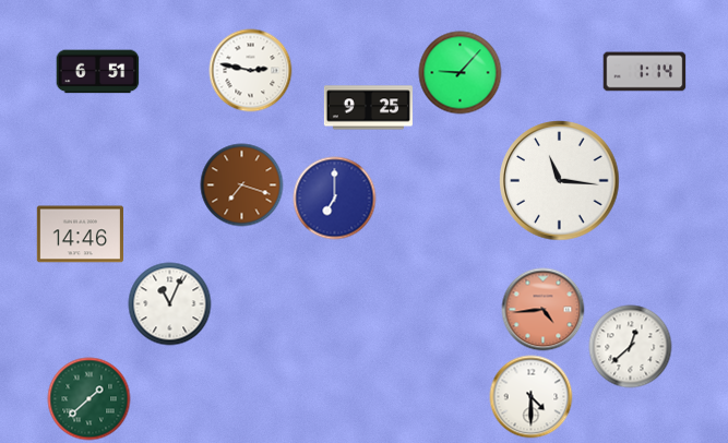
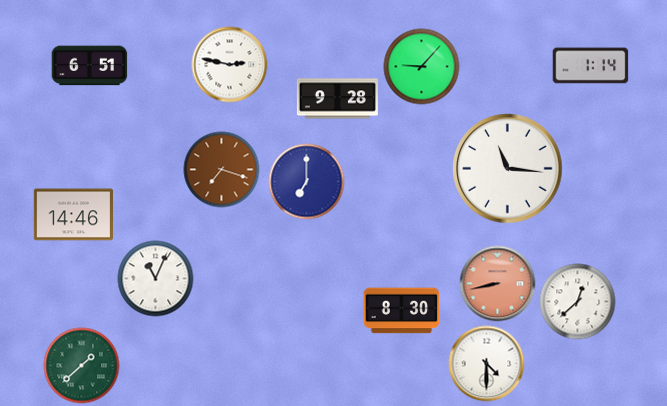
clock at (368, 108): 9:25 -> 9:28
clock at (560, 181) position: (560, 181) -> (508, 169)
clock at (544, 310): 4:44 -> 8:43
clock at (402, 311): none -> 8:30
clock at (631, 347) position: (631, 347) -> (578, 302)
